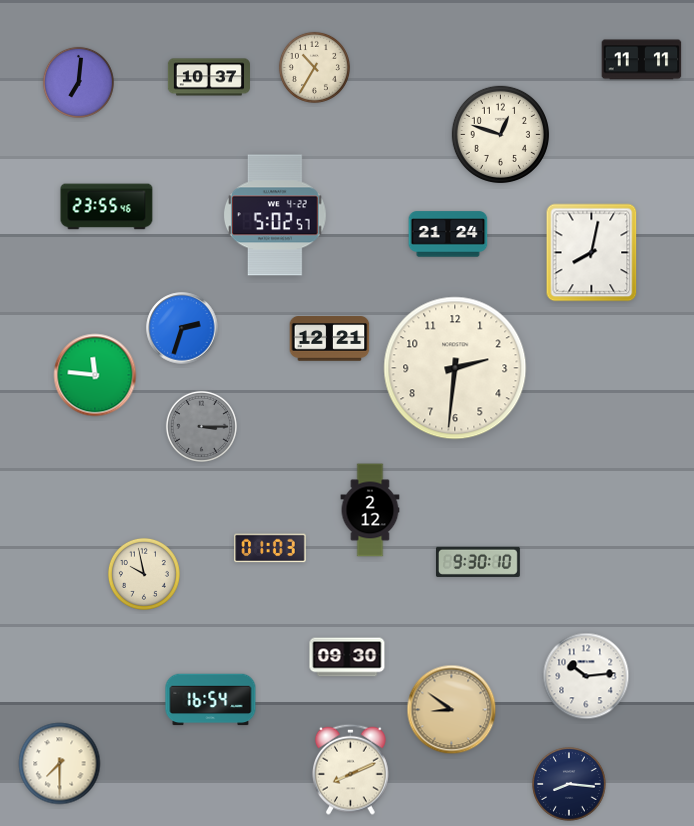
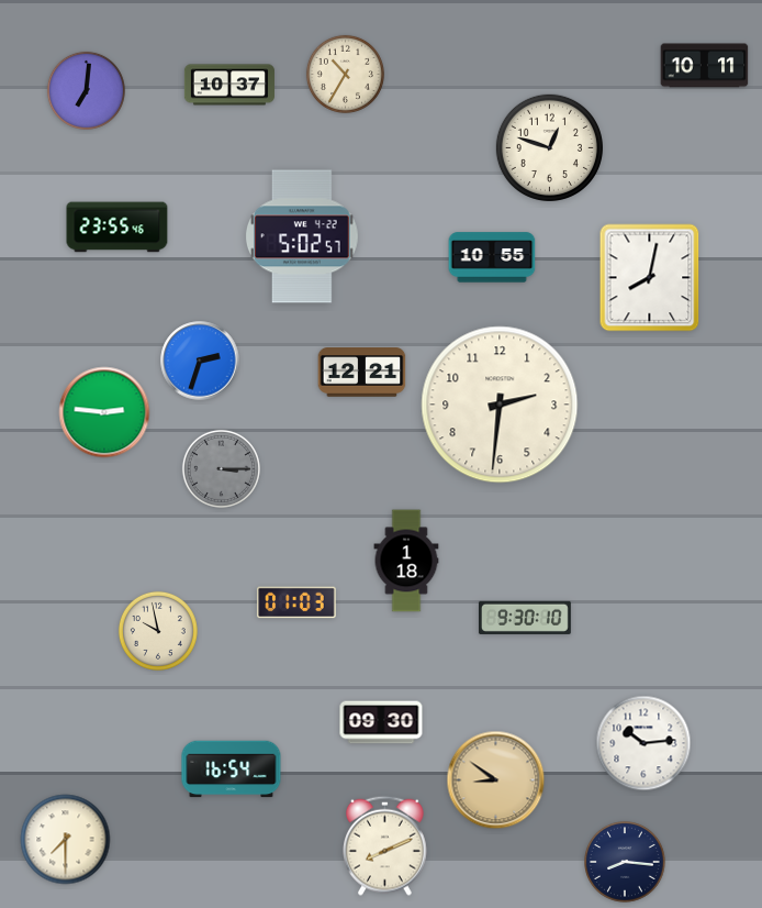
clock at (642, 60): 11:11 -> 10:11
clock at (448, 234): 21:24 -> 10:55
clock at (95, 375): 11:46 -> 2:46
clock at (370, 510): 2:12 -> 1:18
